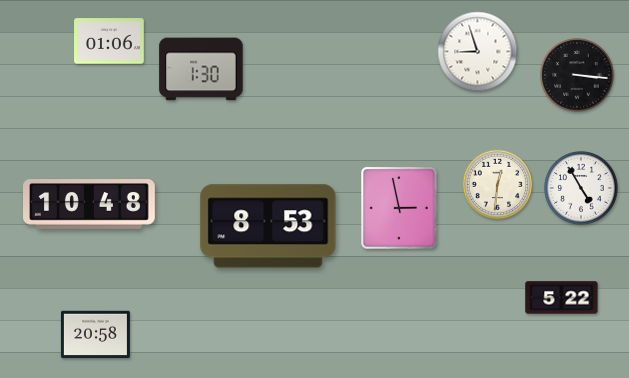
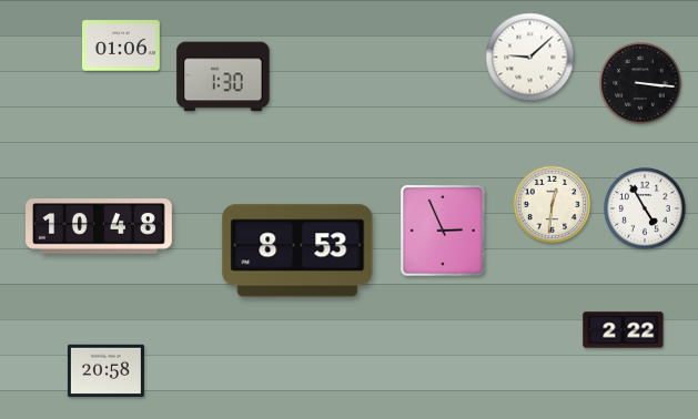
clock at (478, 52): 8:57 -> 9:08
clock at (400, 209): 2:58 -> 2:56
clock at (562, 298): 5:22 -> 2:22
